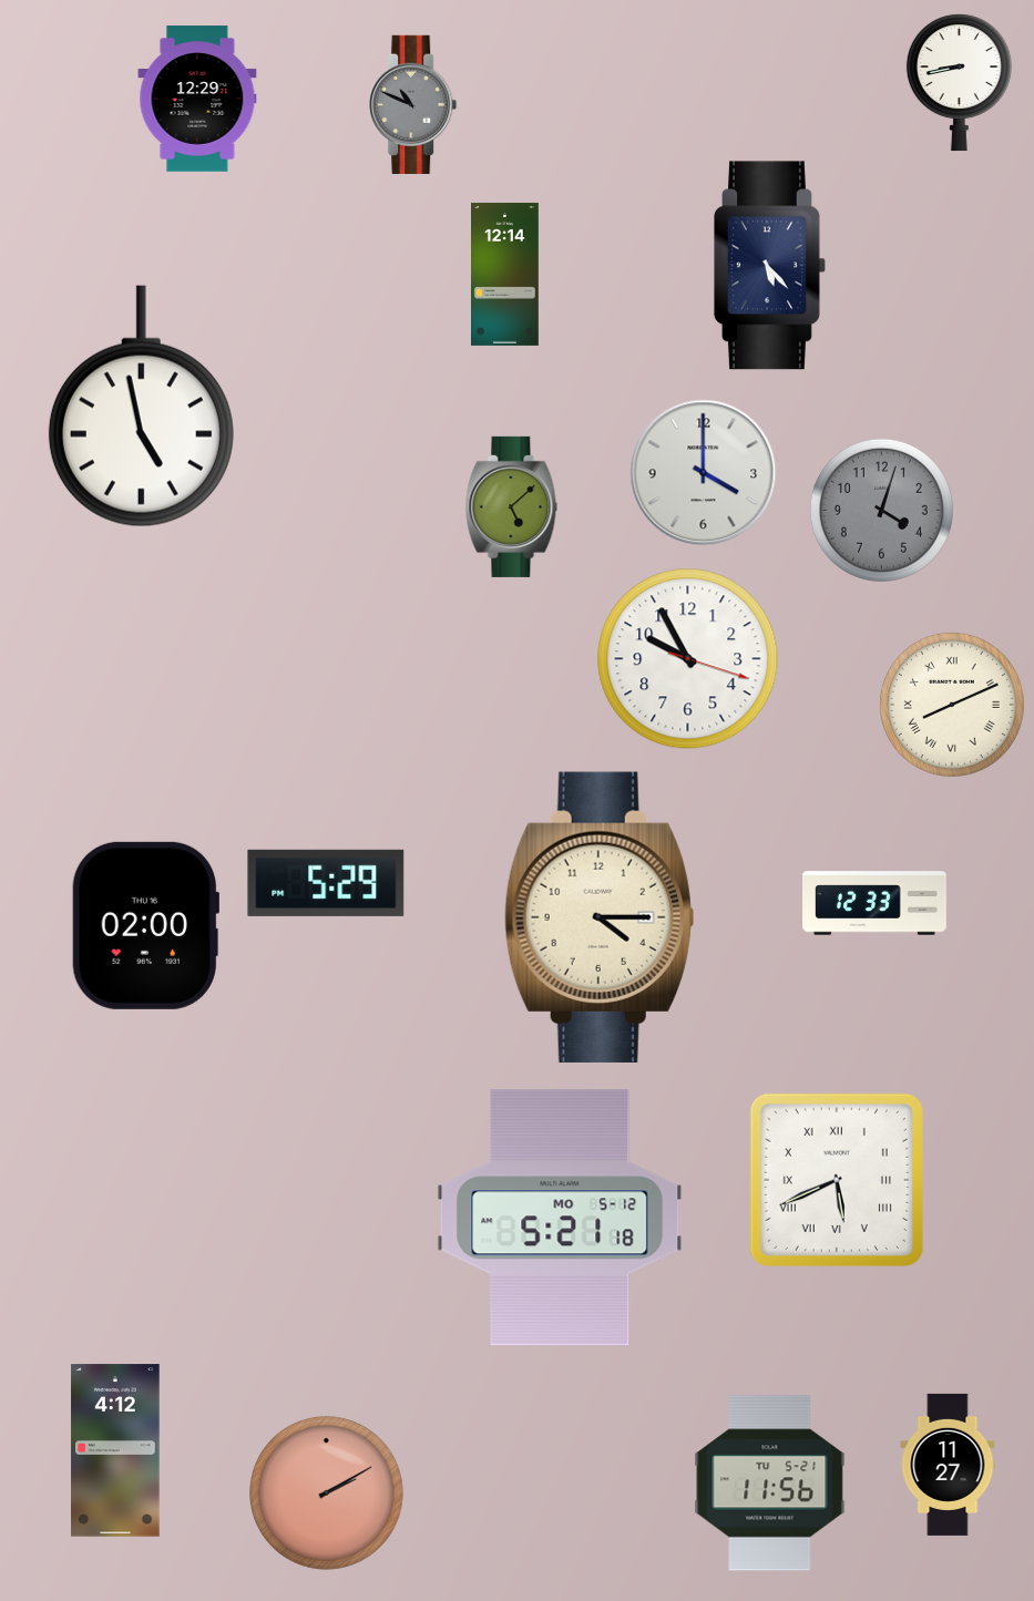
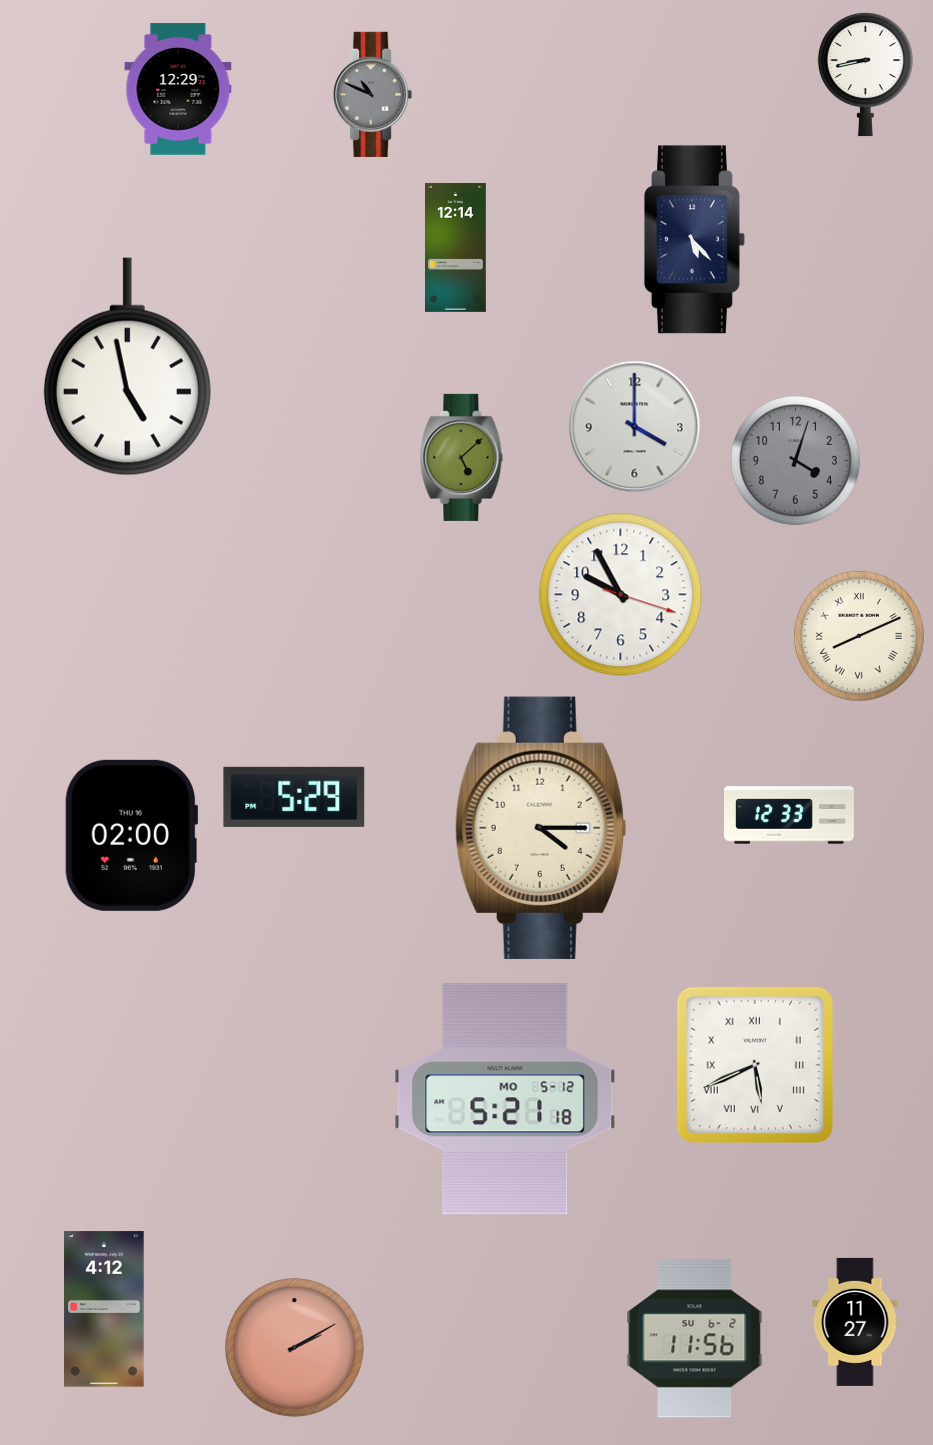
clock at (770, 1484) date: TU 5-21 -> SU 6-2
